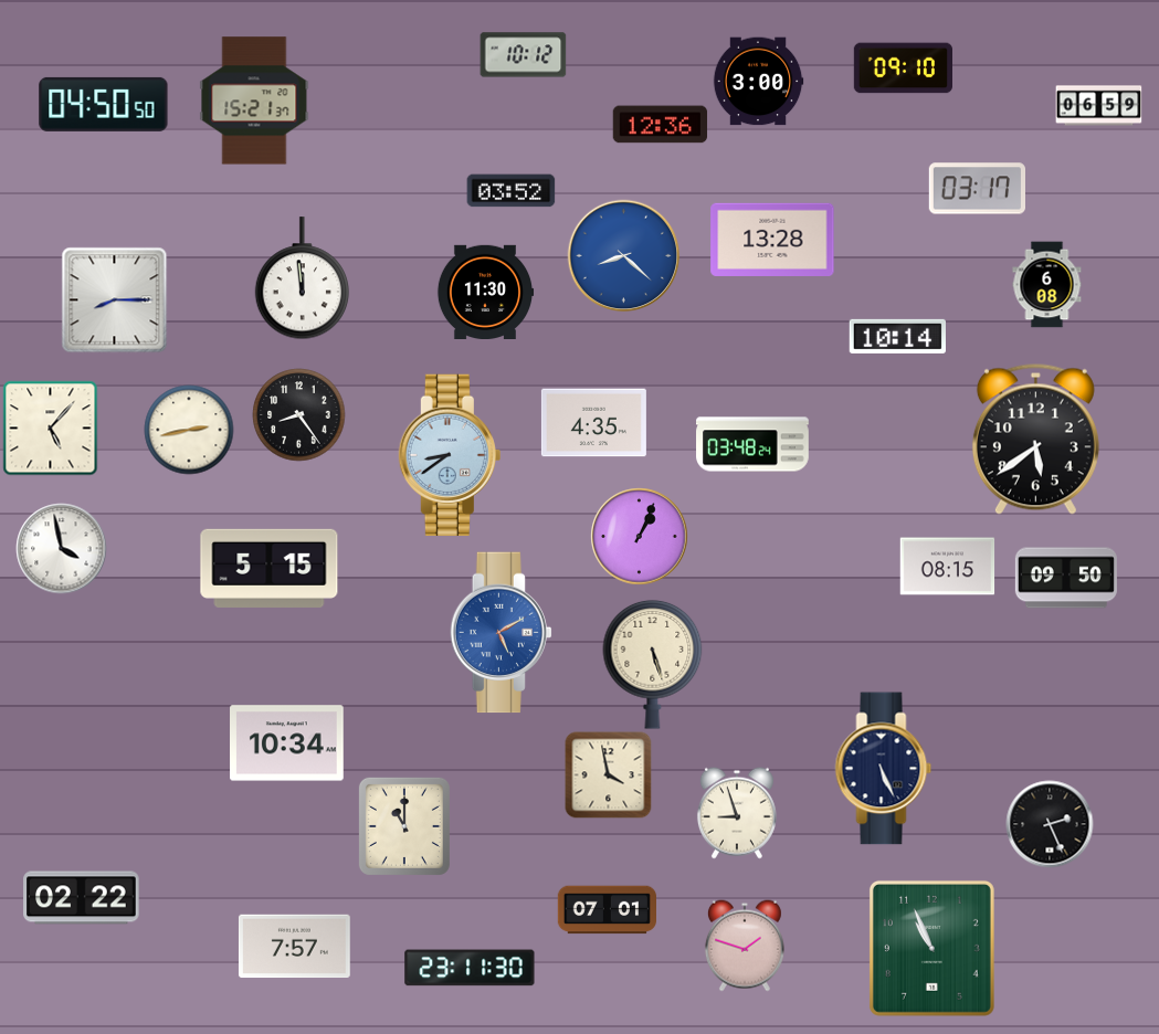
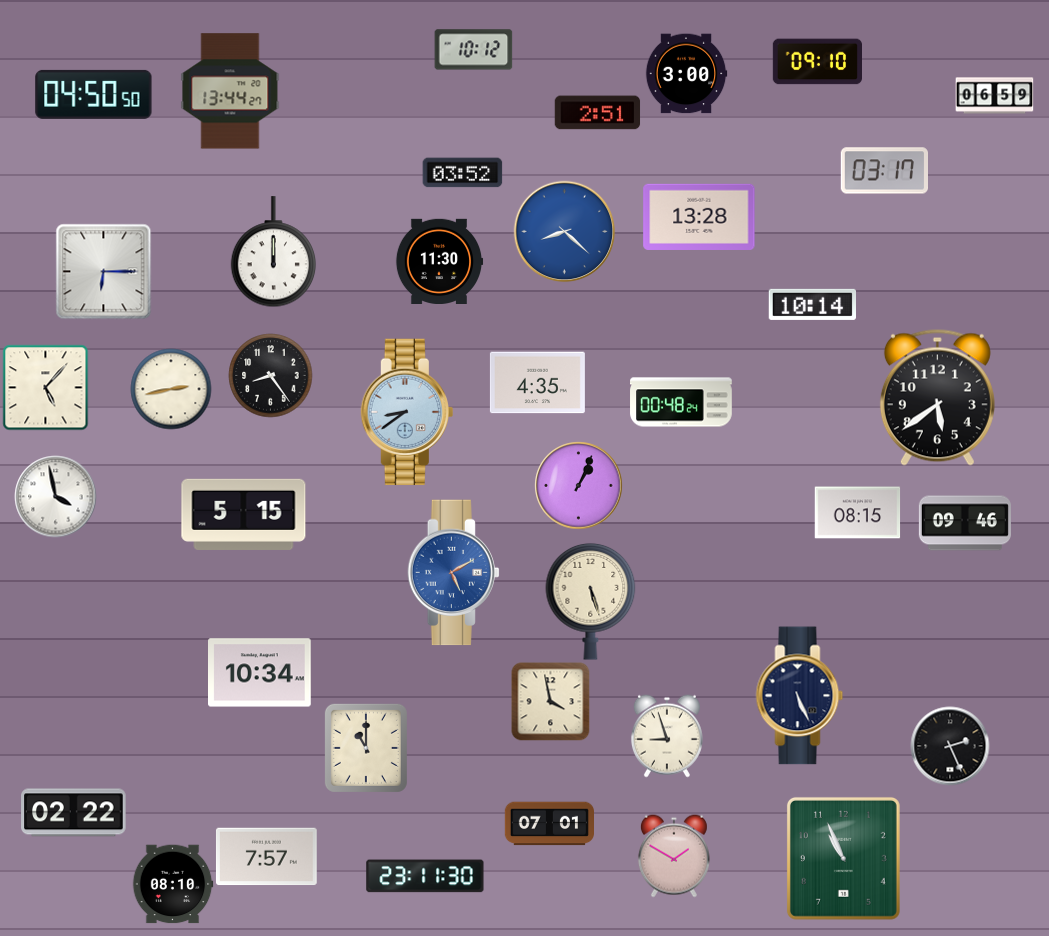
clock at (254, 101): 15:21 -> 13:44
clock at (660, 125): 12:36 -> 2:51
clock at (303, 278): 11:59 -> 12:00
clock at (1047, 284): 6:08 -> none
clock at (485, 292) position: (485, 292) -> (439, 261)
clock at (114, 299): 8:15 -> 6:15
clock at (752, 444): 03:48 -> 00:48
clock at (1066, 578): 09:50 -> 09:46
clock at (745, 946): 1:48 -> 1:50
clock at (173, 884): none -> 08:10
